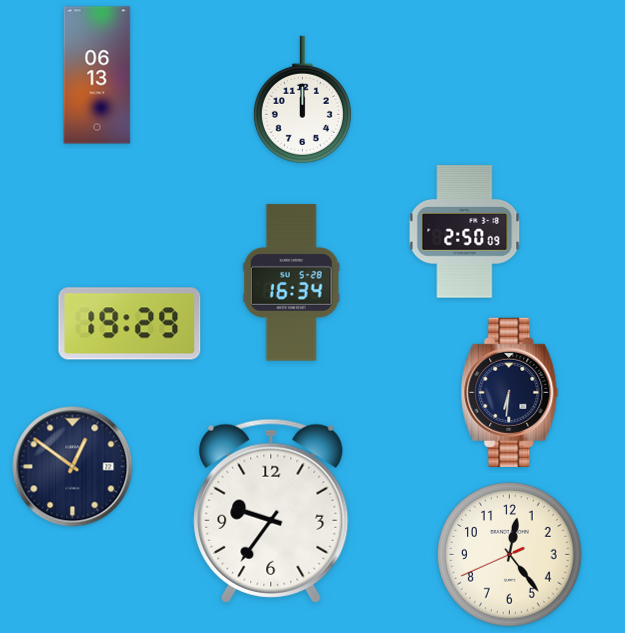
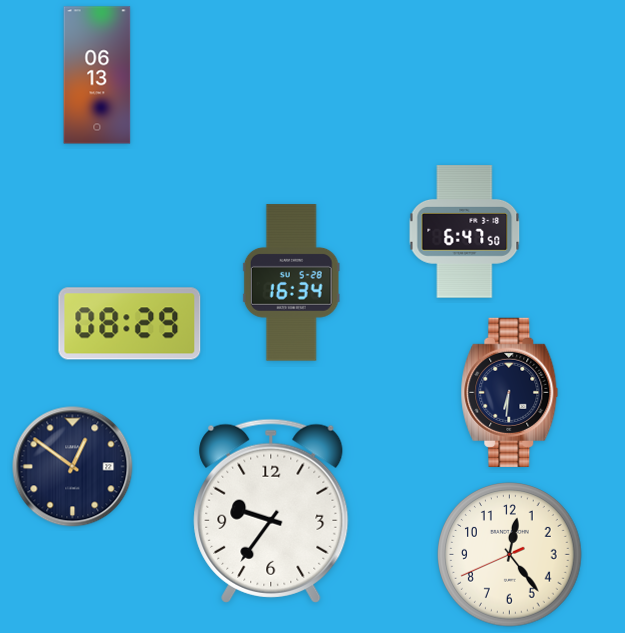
clock at (302, 100): 12:00 -> none
clock at (465, 232): 2:50 -> 6:47
clock at (130, 324): 19:29 -> 08:29
